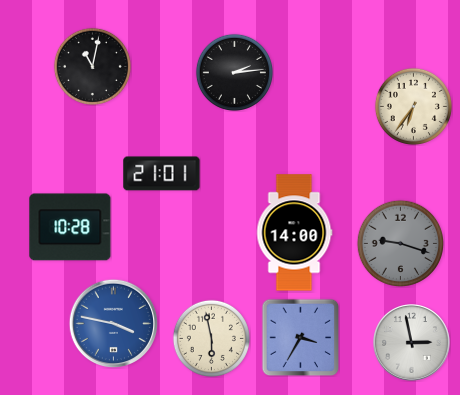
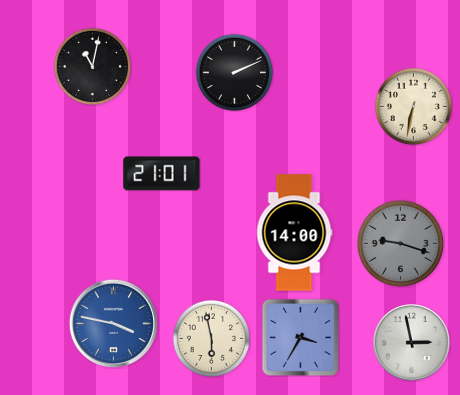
clock at (234, 72): 2:14 -> 2:11
clock at (413, 106): 6:36 -> 6:32
clock at (70, 227): 10:28 -> none
